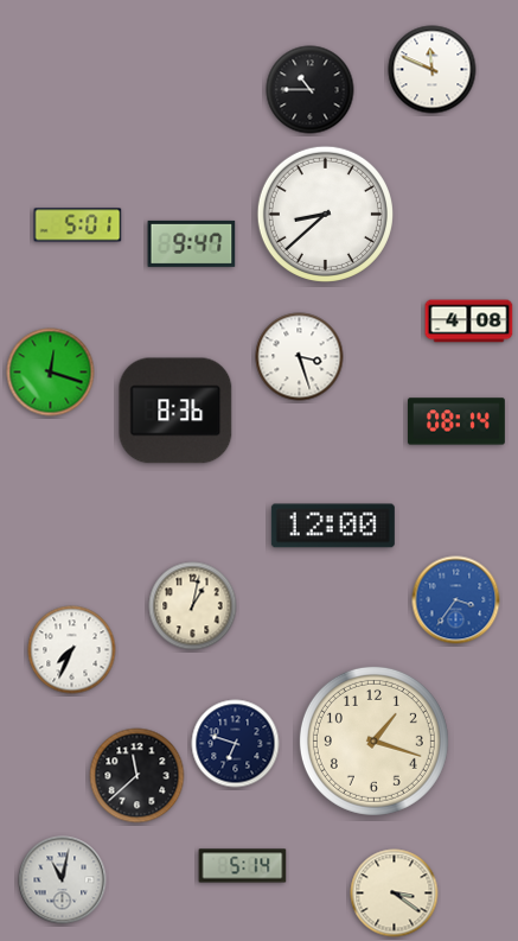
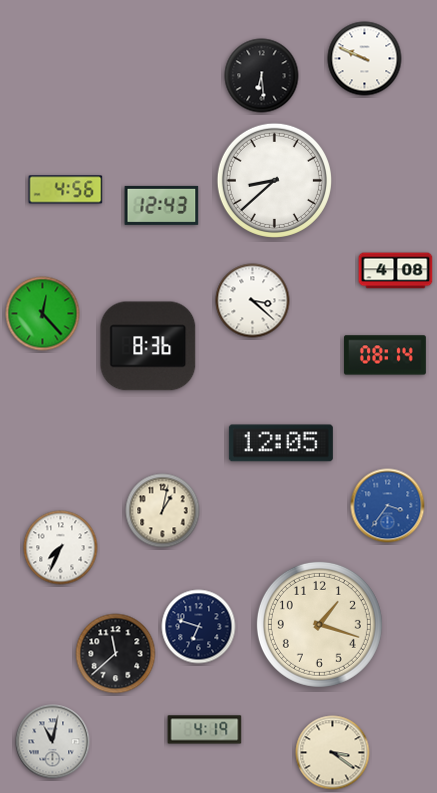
clock at (433, 70): 11:49 -> 9:49
clock at (311, 90): 10:45 -> 6:29
clock at (78, 225): 5:01 -> 4:56
clock at (192, 243): 9:47 -> 12:43
clock at (300, 357): 3:27 -> 3:22
clock at (51, 373): 12:18 -> 12:23
clock at (333, 526): 12:00 -> 12:05
clock at (456, 600) position: (456, 600) -> (388, 506)
clock at (373, 740) position: (373, 740) -> (319, 624)
clock at (243, 866): 5:14 -> 4:19
